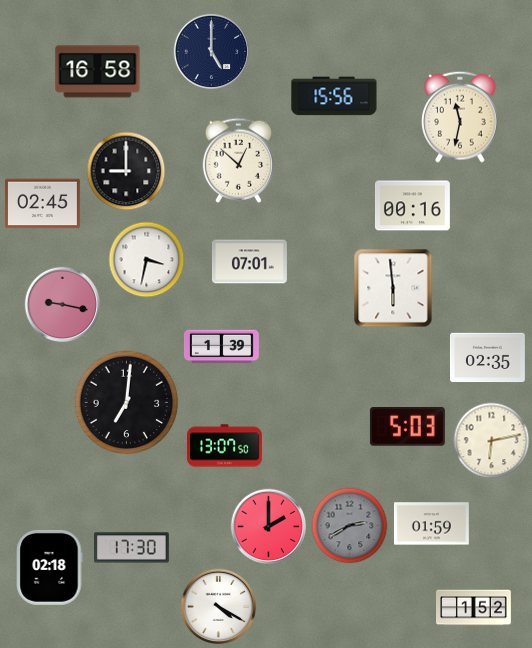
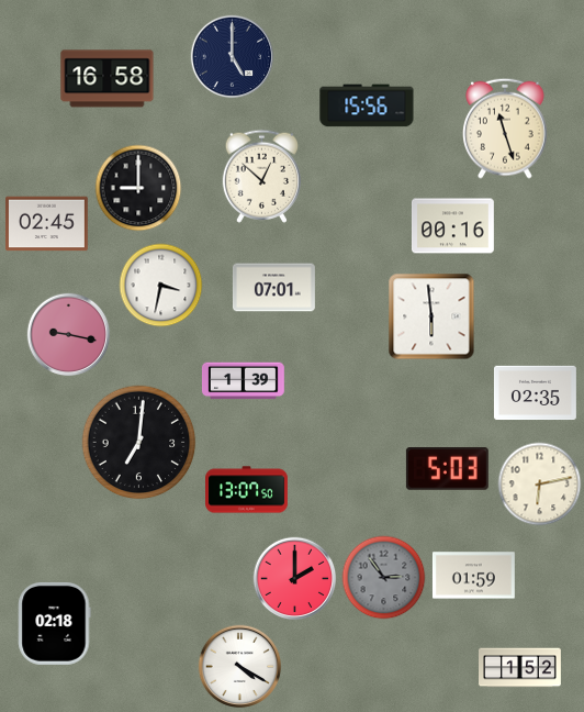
clock at (461, 117): 11:32 -> 11:27
clock at (350, 526): 2:40 -> 2:54
clock at (131, 548): 17:30 -> none
